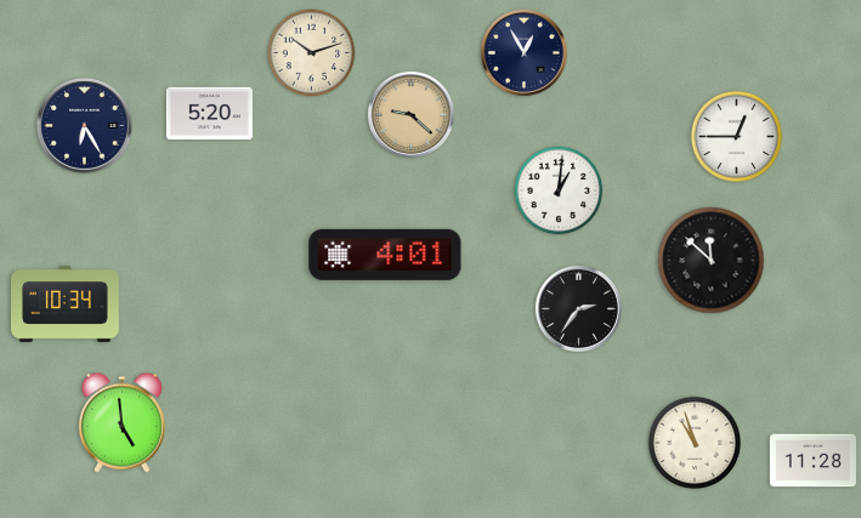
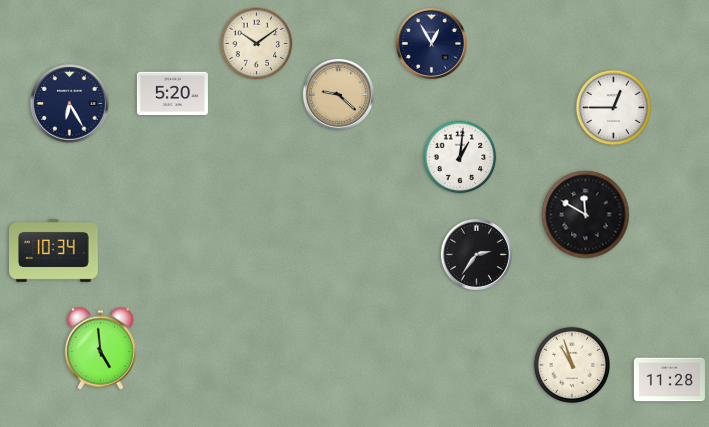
clock at (312, 53): 10:12 -> 10:09
clock at (737, 137) position: (737, 137) -> (614, 108)
clock at (385, 255): 4:01 -> none
clock at (712, 261): 11:52 -> 11:50
